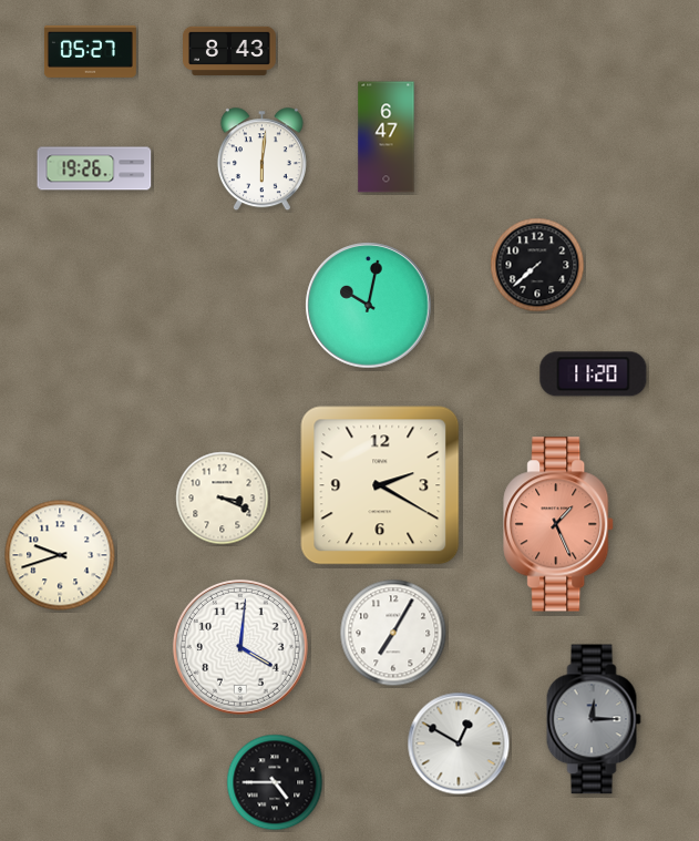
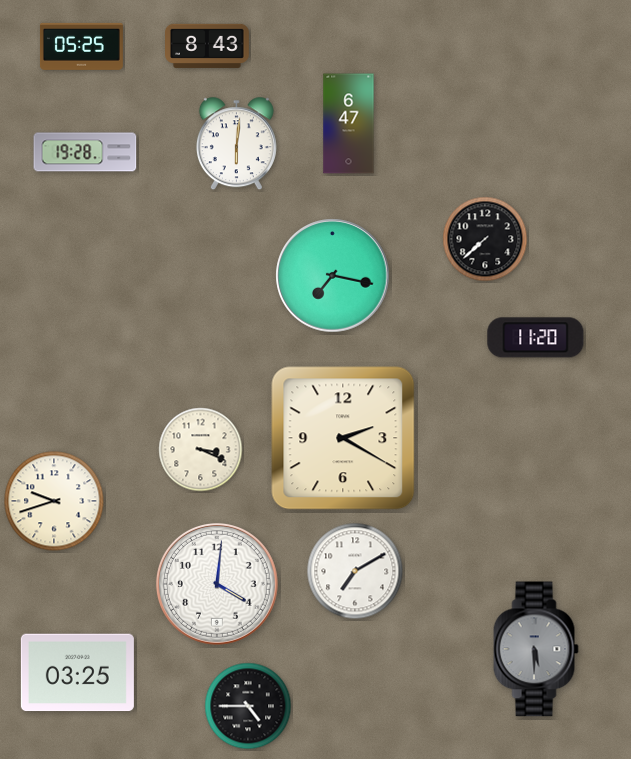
clock at (90, 51): 05:27 -> 05:25
clock at (94, 168): 19:26 -> 19:28
clock at (369, 306): 10:02 -> 7:17
clock at (559, 524): 1:26 -> none
clock at (393, 633): 7:05 -> 7:10
clock at (594, 719): 12:15 -> 5:30
clock at (459, 743): 12:50 -> none
clock at (77, 673): none -> 03:25
